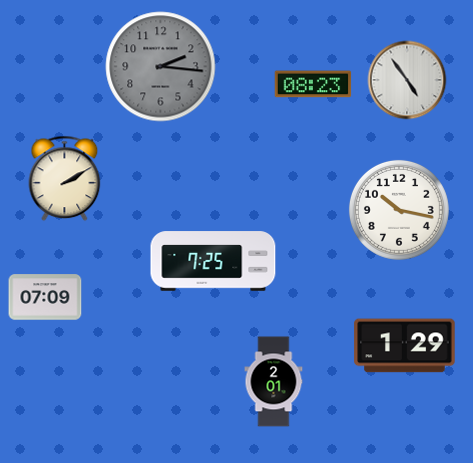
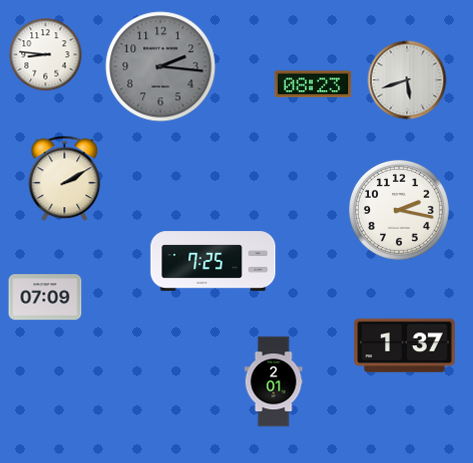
clock at (46, 55): none -> 8:46
clock at (407, 80): 4:54 -> 5:42
clock at (399, 210): 10:17 -> 2:17
clock at (405, 346): 1:29 -> 1:37
